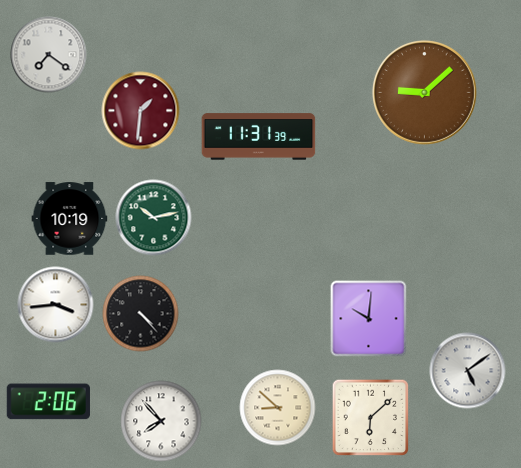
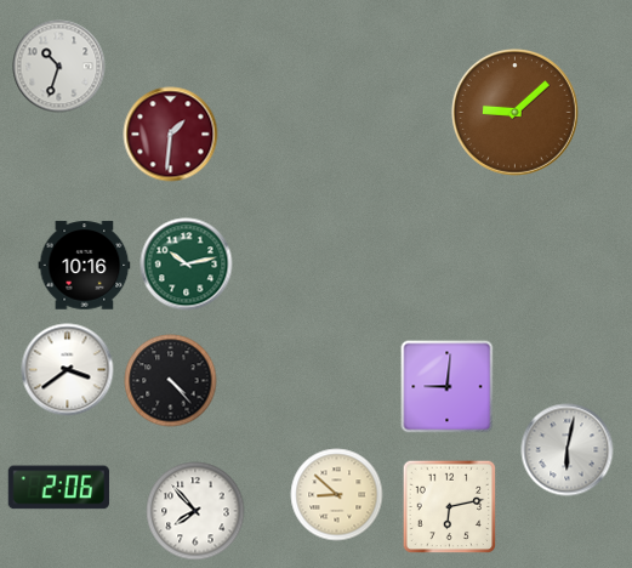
clock at (49, 55): 7:21 -> 10:33
clock at (259, 137): 11:31 -> none
clock at (70, 219): 10:19 -> 10:16
clock at (56, 305): 3:44 -> 3:39
clock at (369, 319): 10:01 -> 9:01
clock at (468, 371): 5:09 -> 6:02
clock at (370, 417): 6:08 -> 6:13
